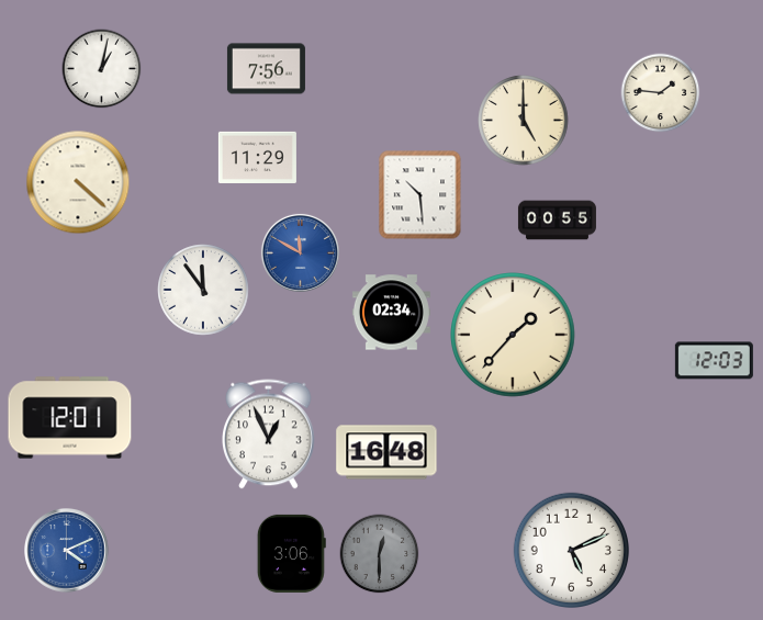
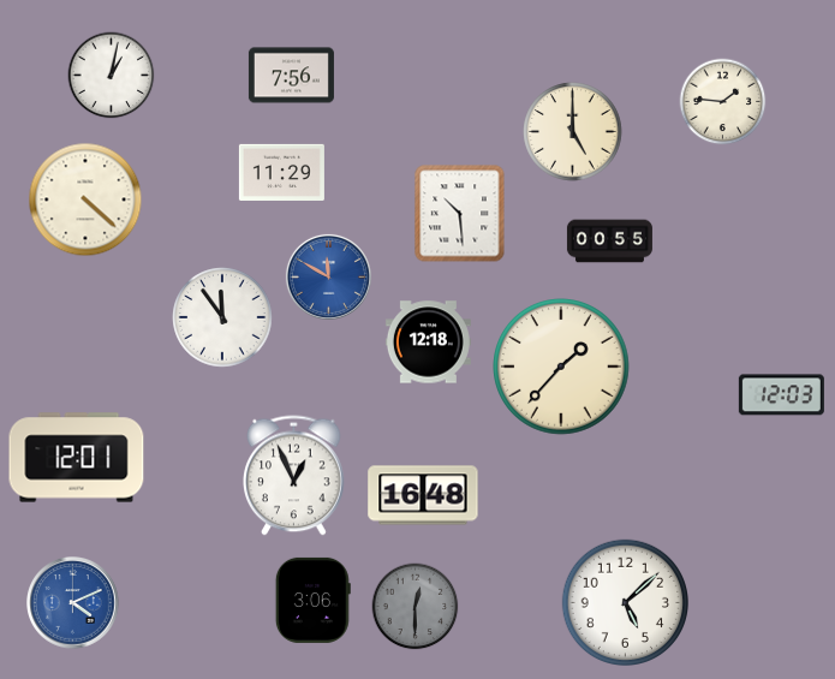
clock at (391, 313): 02:34 -> 12:18
clock at (571, 550): 5:11 -> 5:08
clock at (291, 553) position: (291, 553) -> (312, 600)
